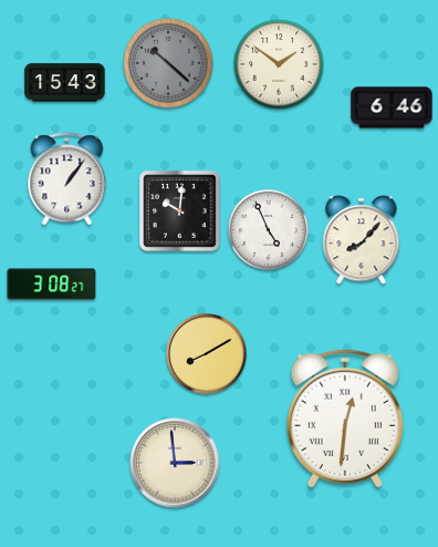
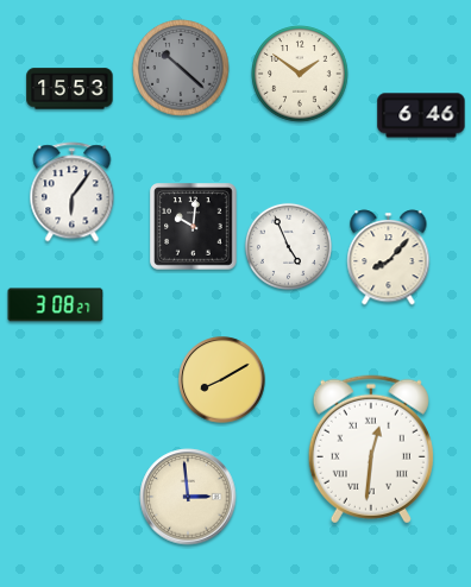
clock at (279, 64) position: (279, 64) -> (300, 74)
clock at (65, 83): 15:43 -> 15:53
clock at (67, 179): 1:06 -> 6:06
